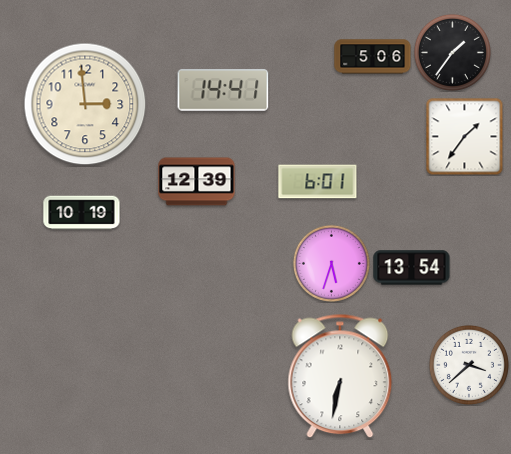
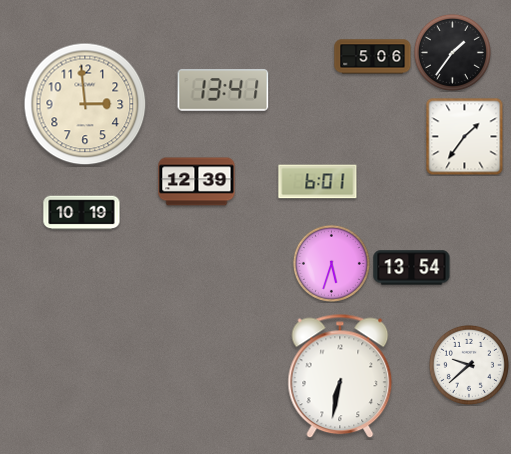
clock at (223, 90): 14:41 -> 13:41
clock at (469, 365): 3:38 -> 9:38
